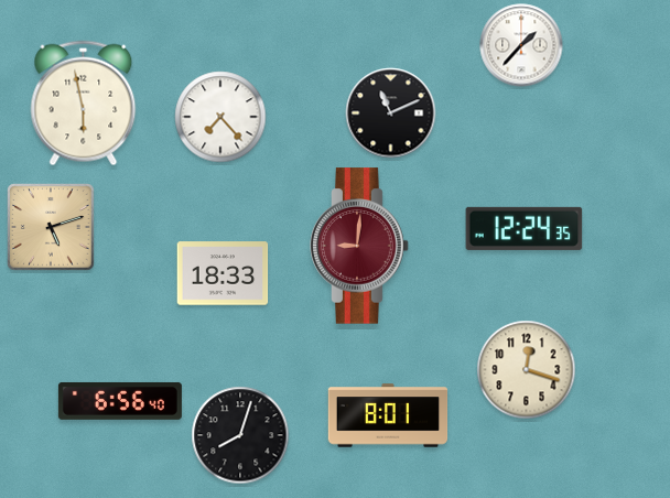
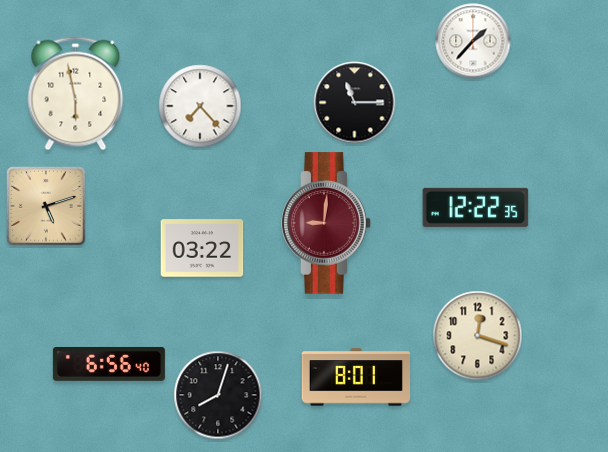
clock at (391, 113): 11:11 -> 11:15
clock at (525, 228): 12:24 -> 12:22
clock at (223, 273): 18:33 -> 03:22
clock at (388, 415) position: (388, 415) -> (356, 377)
